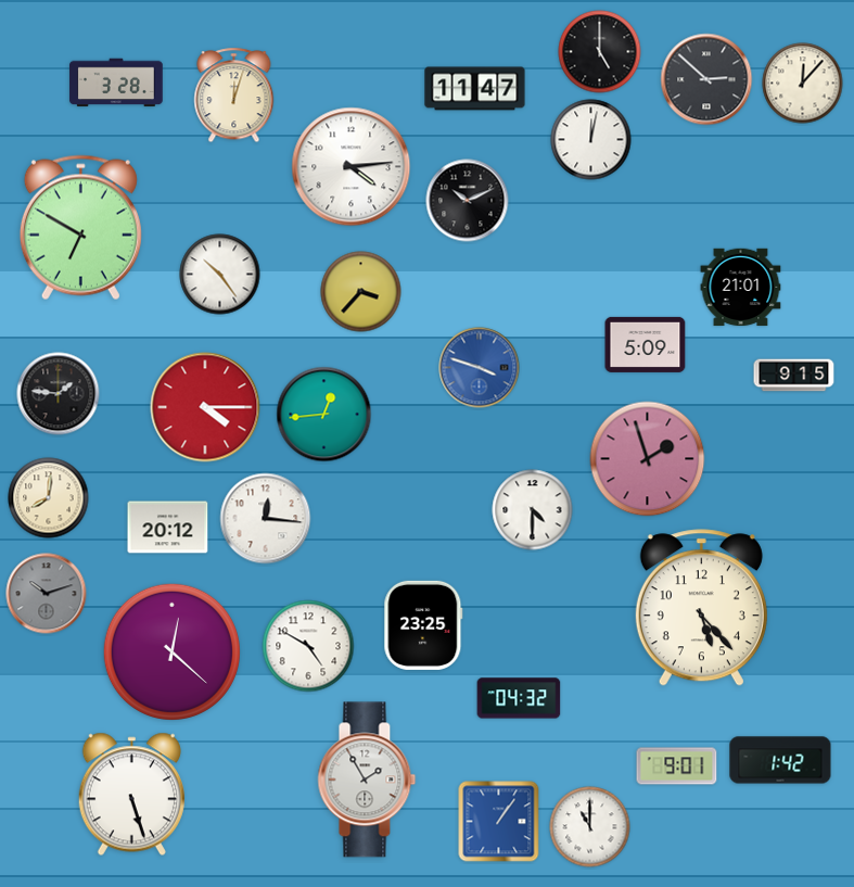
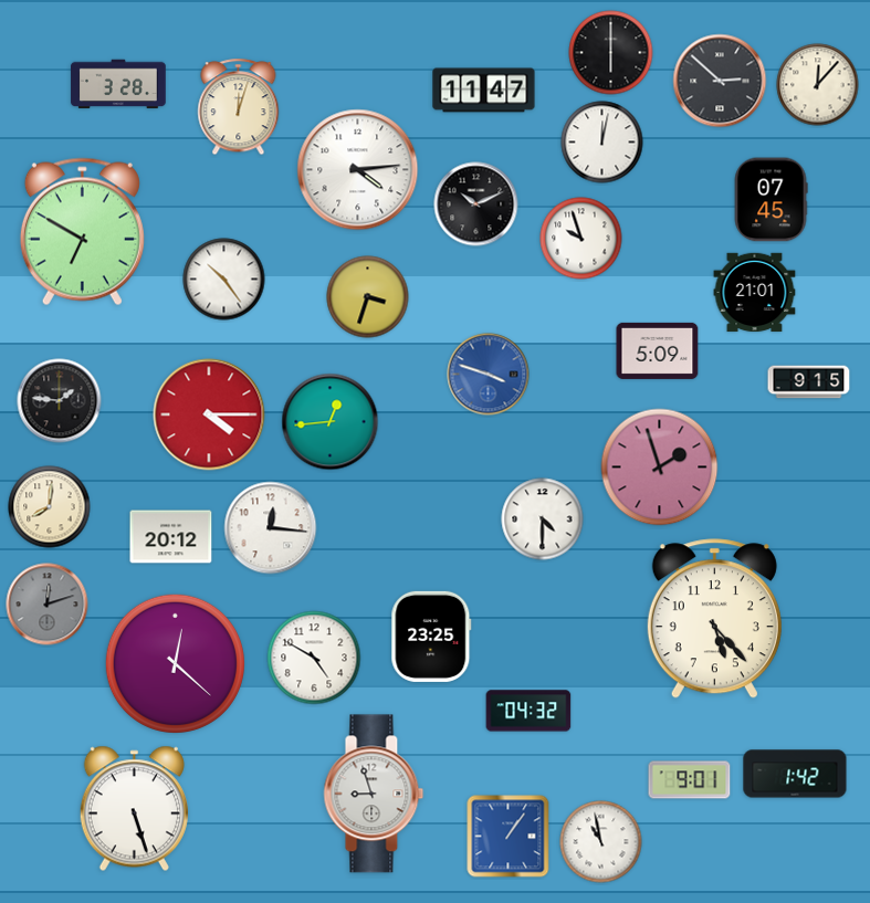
clock at (600, 52): 5:00 -> 6:00
clock at (234, 96) position: (234, 96) -> (239, 107)
clock at (771, 200): none -> 07:45
clock at (581, 239): none -> 9:57
clock at (361, 292): 3:37 -> 3:33
clock at (47, 594): 10:12 -> 12:12
clock at (367, 780): 1:55 -> 8:57
clock at (590, 827): 11:00 -> 10:58
